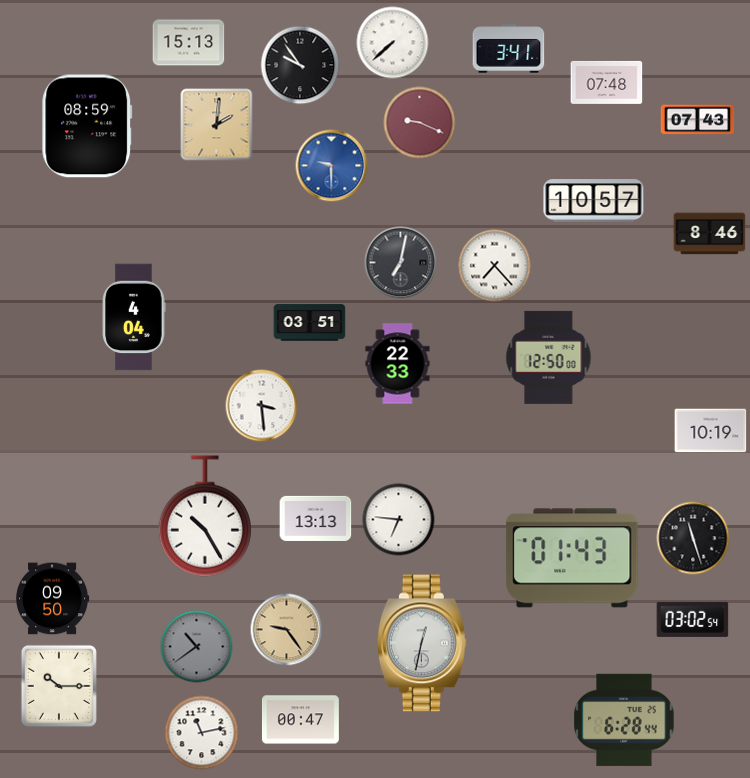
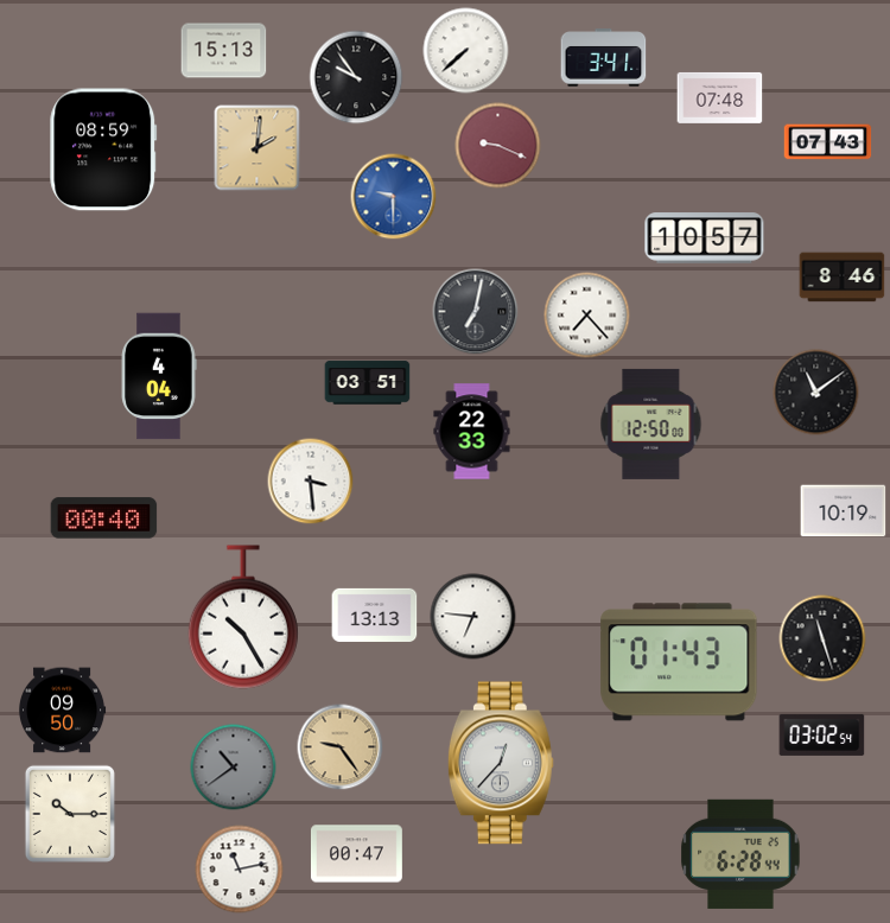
clock at (816, 393): none -> 11:09
clock at (104, 518): none -> 00:40
clock at (205, 516) position: (205, 516) -> (243, 617)
clock at (422, 643): 12:32 -> 12:37
